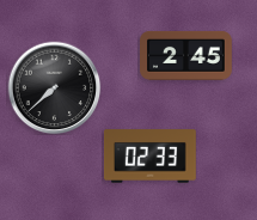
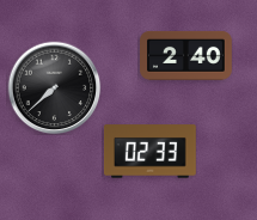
clock at (186, 55): 2:45 -> 2:40
clock at (149, 157) position: (149, 157) -> (149, 152)
